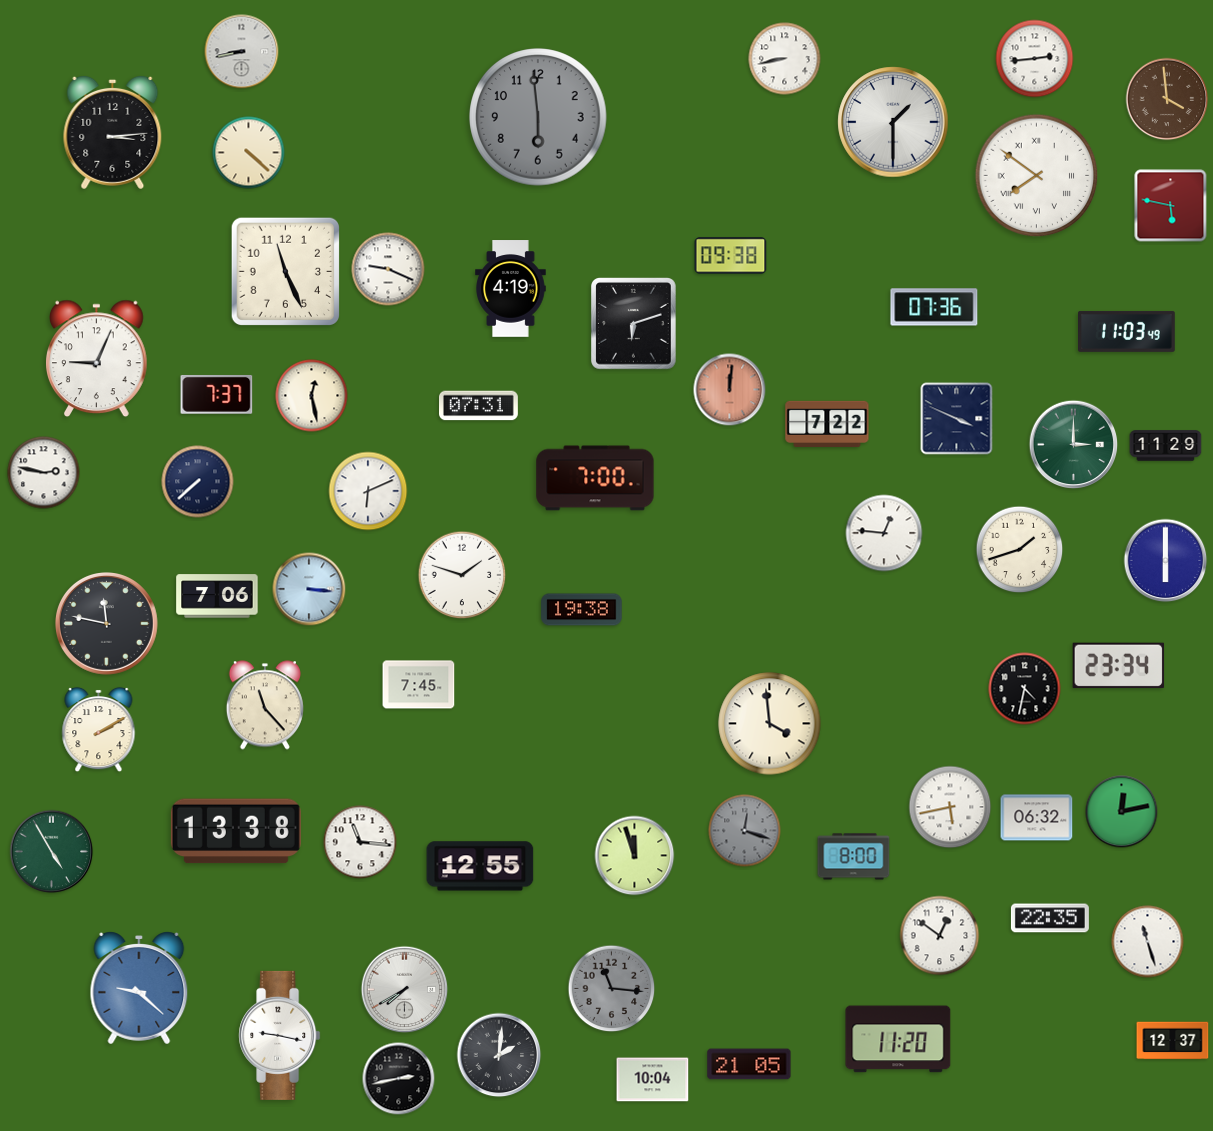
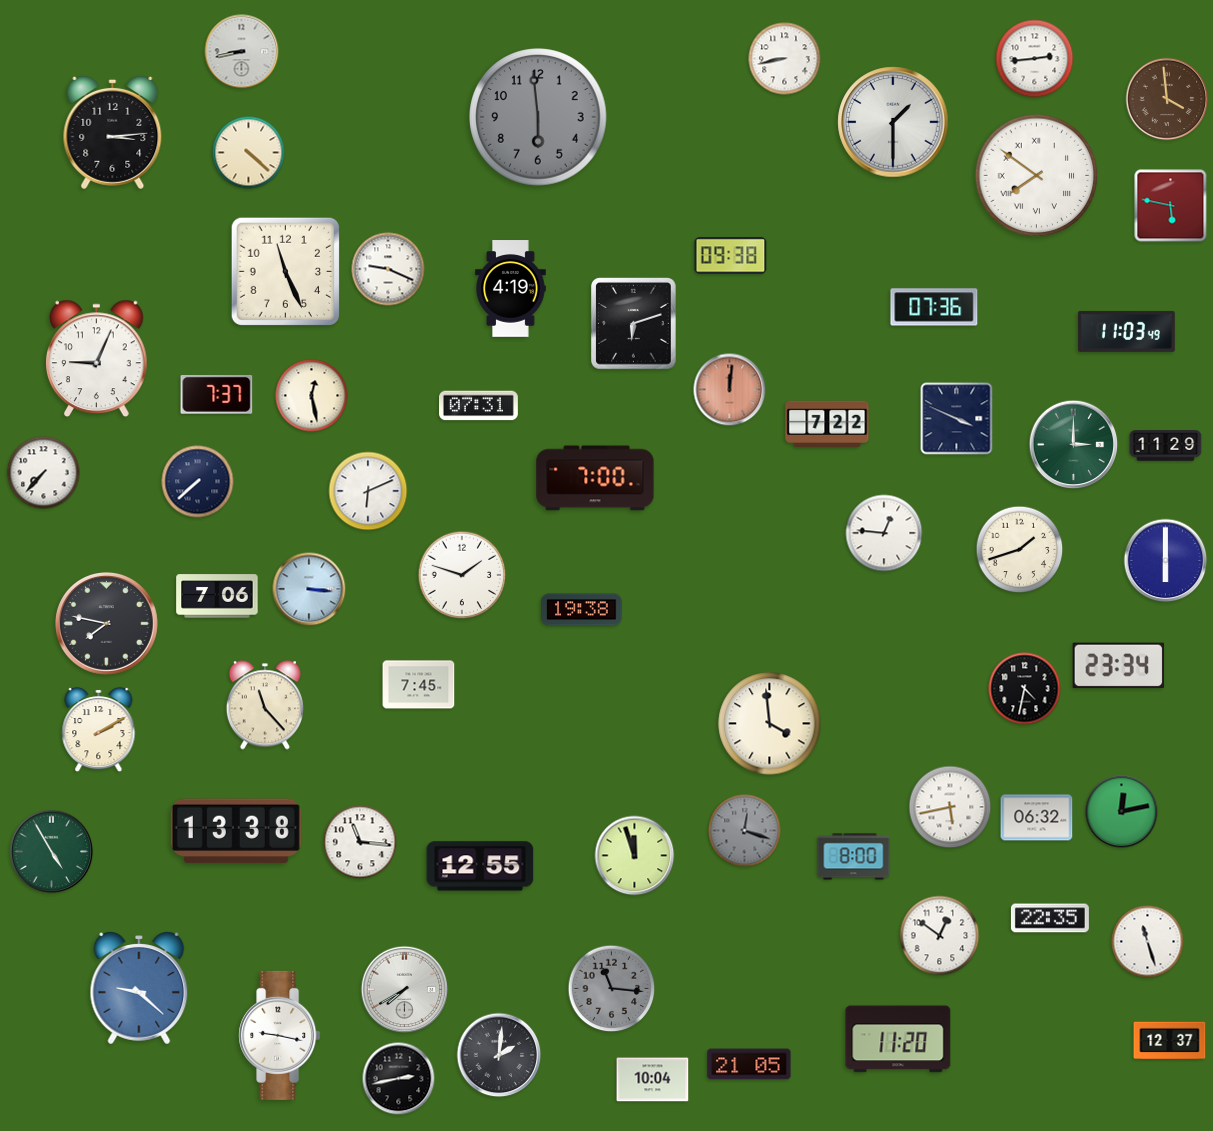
clock at (44, 473): 2:47 -> 7:37
clock at (107, 624): 11:47 -> 7:47
clock at (1173, 1041) position: (1173, 1041) -> (1170, 1041)
